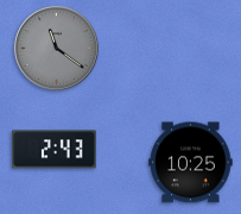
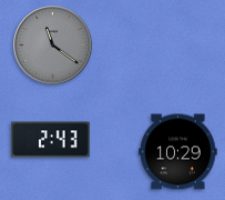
clock at (191, 163): 10:25 -> 10:29
